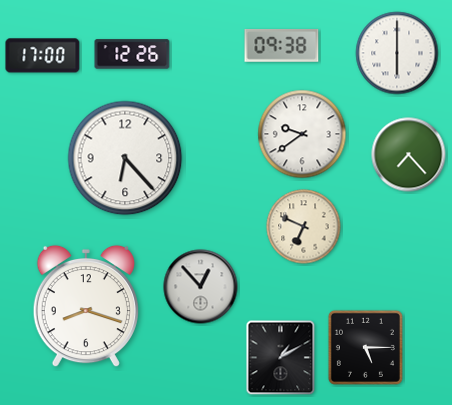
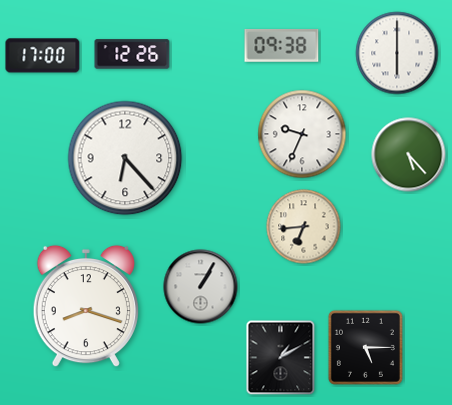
clock at (302, 134): 9:39 -> 9:34
clock at (409, 155): 7:23 -> 5:23
clock at (304, 227): 6:49 -> 6:44
clock at (201, 287): 12:53 -> 1:05
